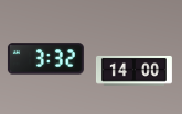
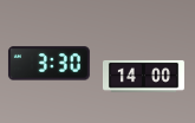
clock at (45, 59): 3:32 -> 3:30
